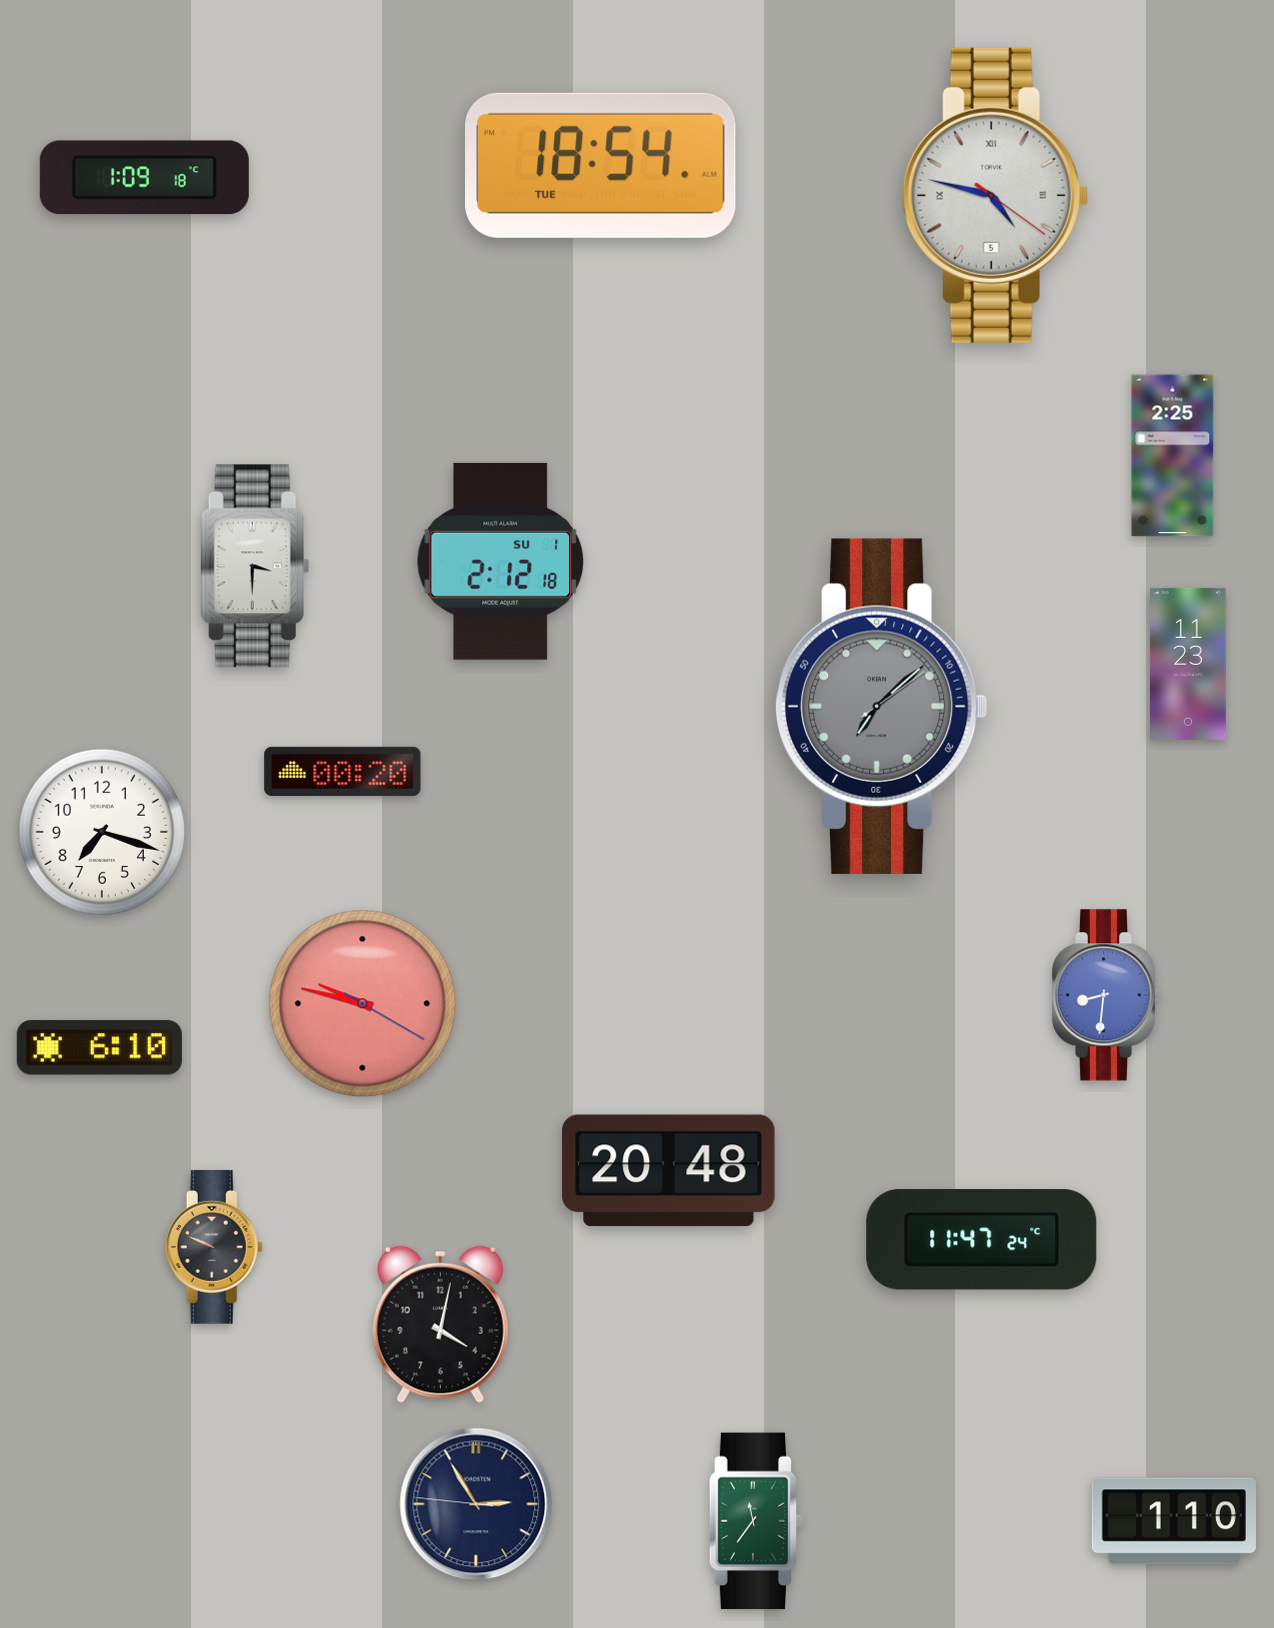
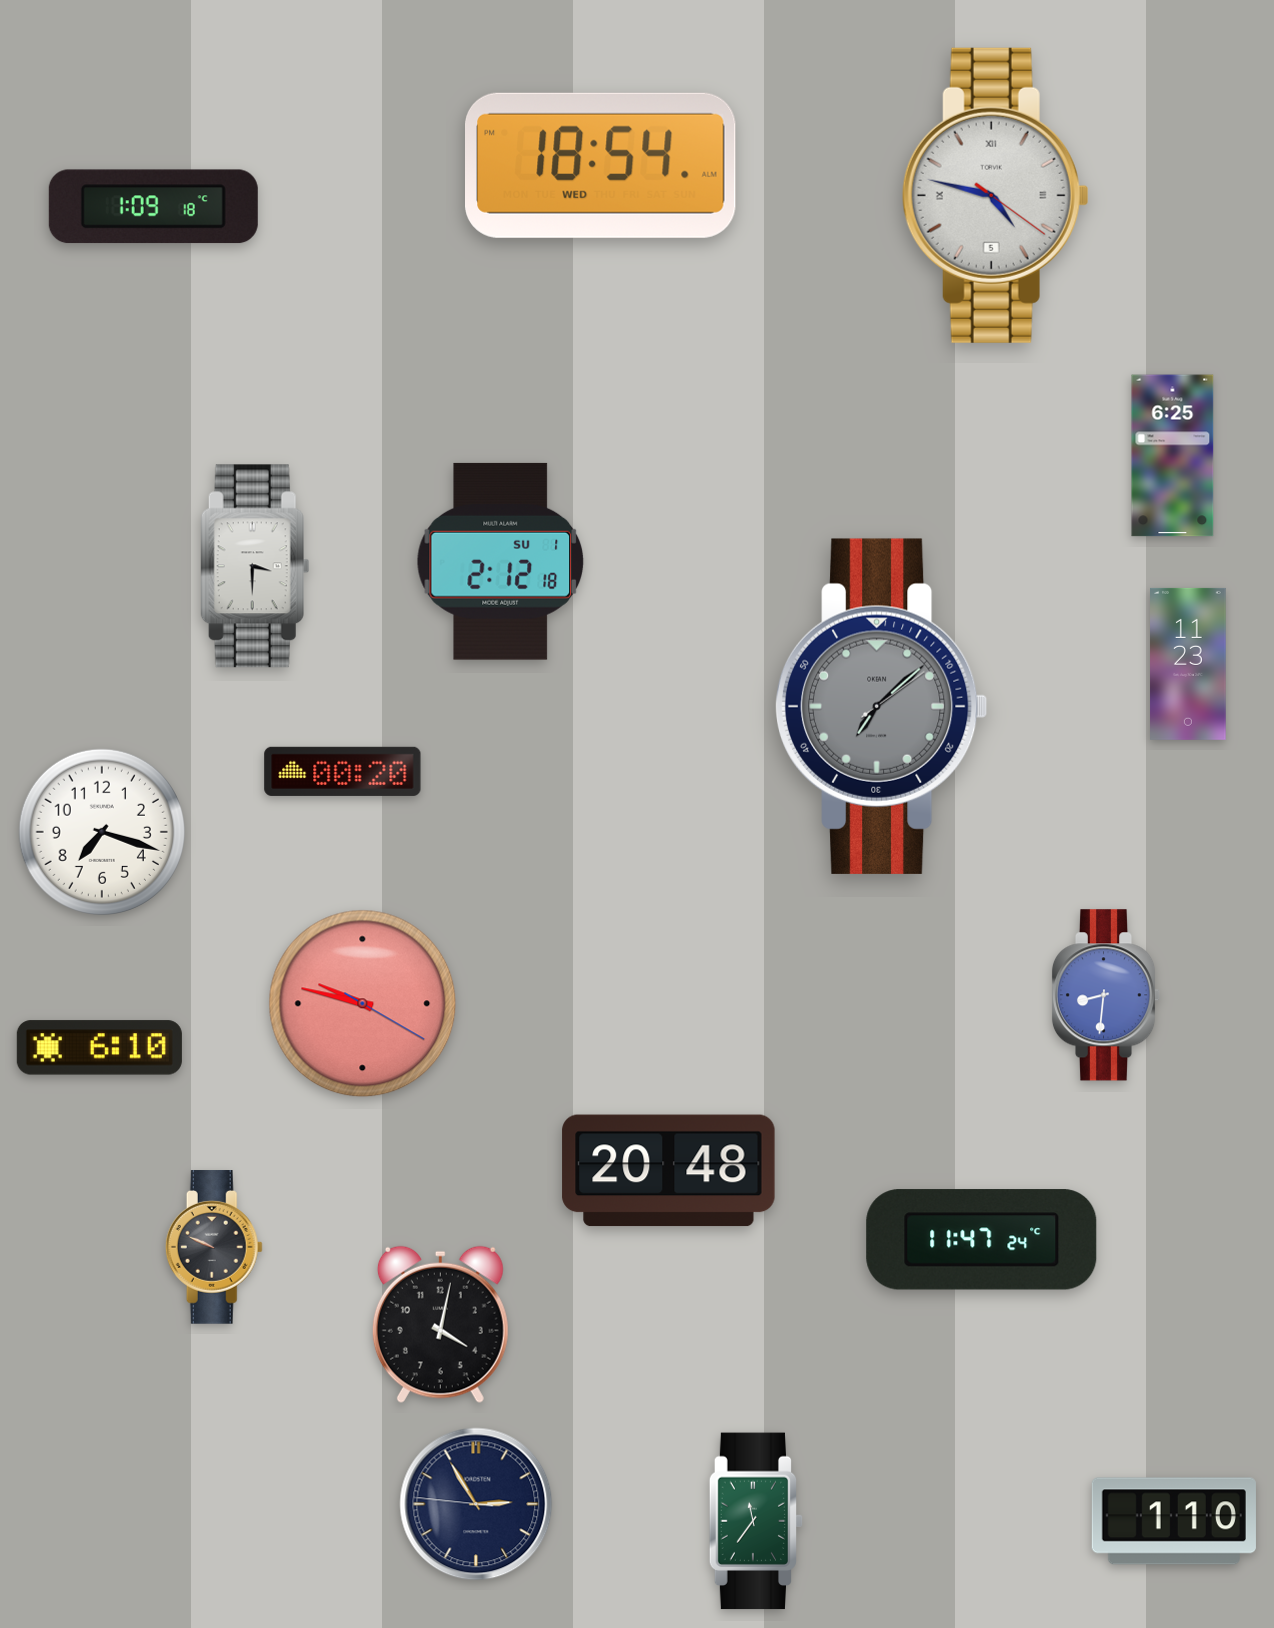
clock at (601, 165) date: TUE -> WED
clock at (144, 178) position: (144, 178) -> (153, 207)
clock at (1173, 456): 2:25 -> 6:25
